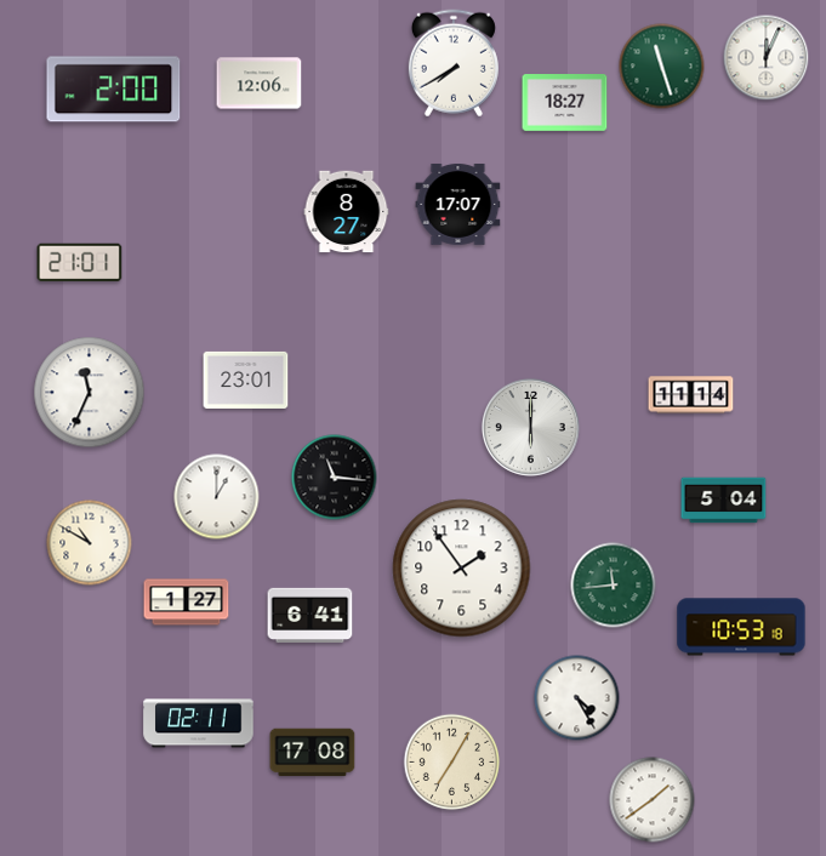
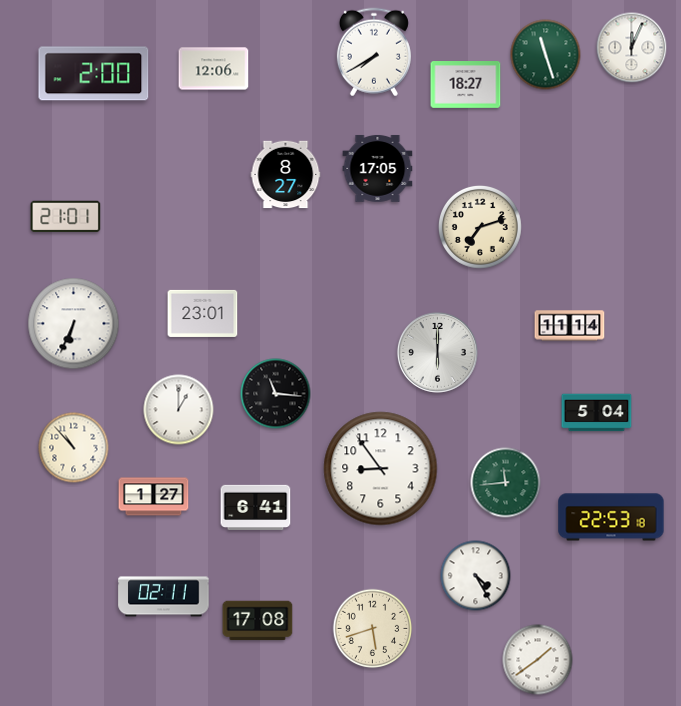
clock at (458, 204): 17:07 -> 17:05
clock at (480, 227): none -> 7:12
clock at (90, 393): 11:34 -> 6:34
clock at (90, 543): 10:50 -> 10:53
clock at (462, 569): 1:54 -> 8:54
clock at (741, 627): 10:53 -> 22:53
clock at (452, 763): 7:05 -> 5:42
